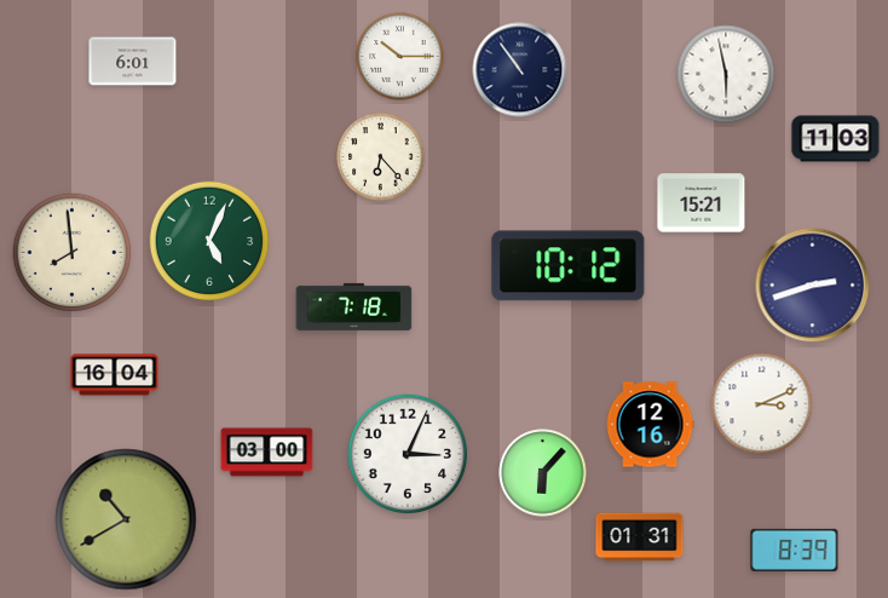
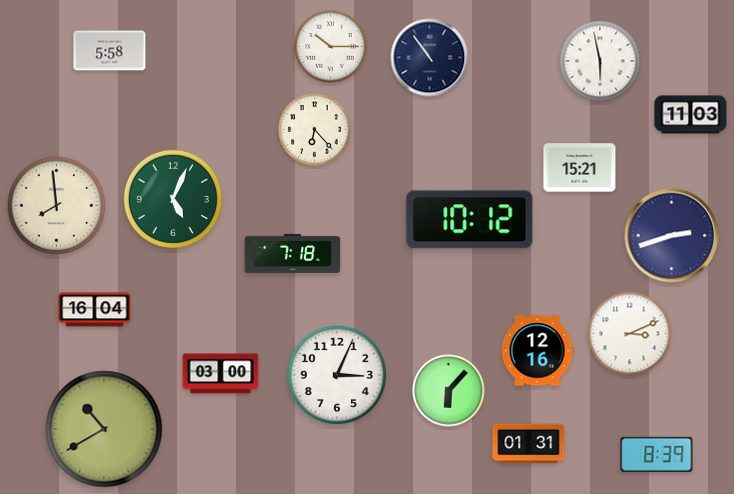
clock at (133, 62): 6:01 -> 5:58
clock at (73, 253) position: (73, 253) -> (57, 206)
